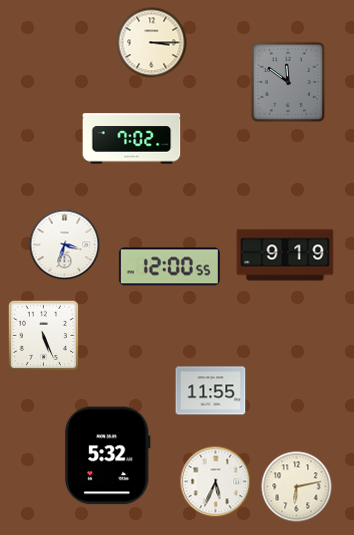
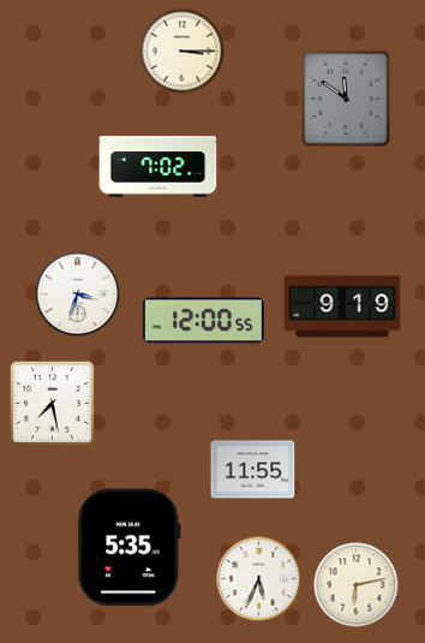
clock at (44, 336): 5:26 -> 7:28
clock at (107, 456): 5:32 -> 5:35
